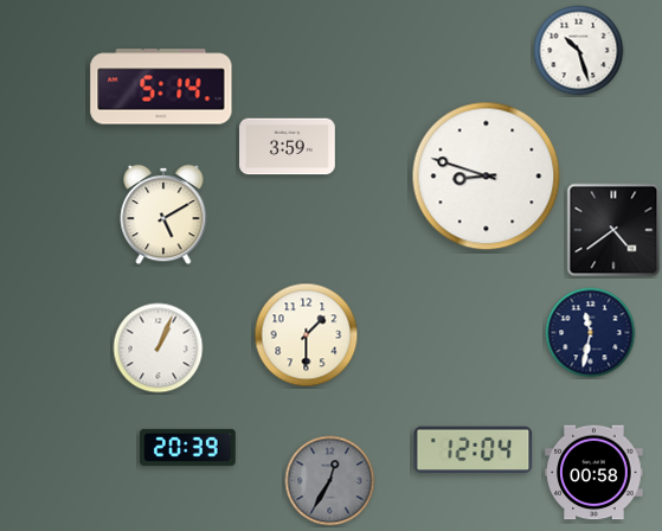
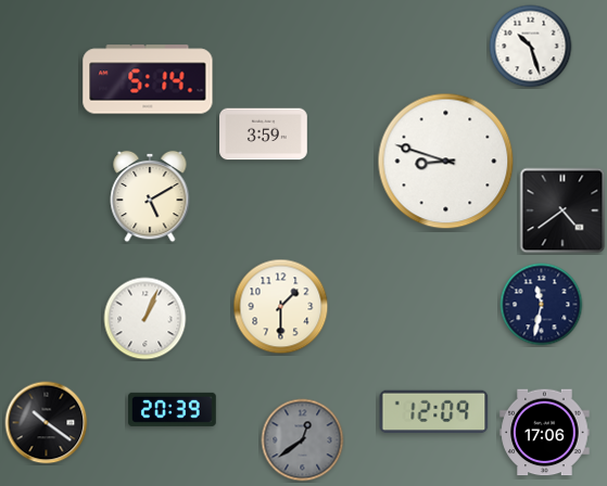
clock at (474, 450): 12:04 -> 12:09
clock at (47, 423): none -> 10:21
clock at (594, 473): 00:58 -> 17:06
clock at (330, 481): 12:35 -> 12:39
